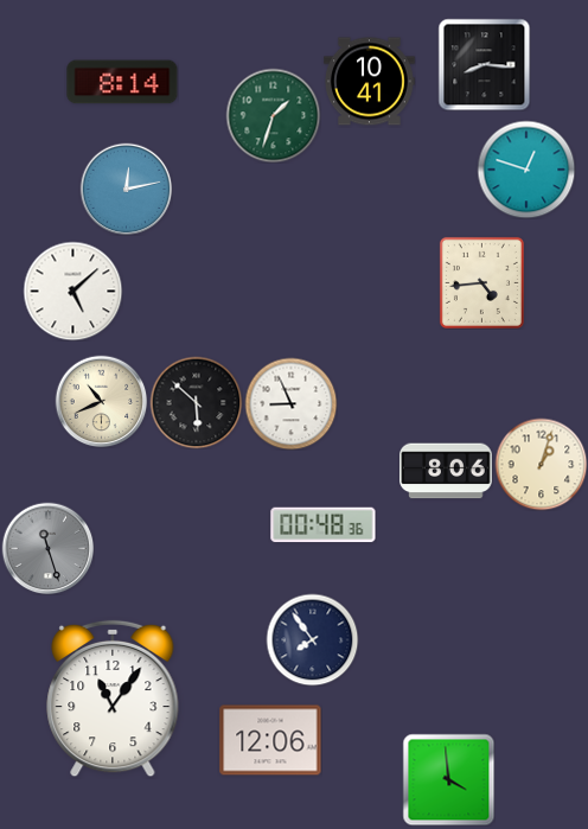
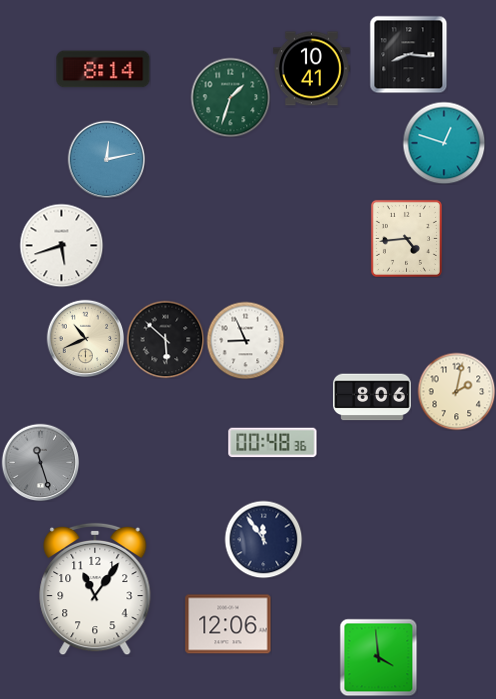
clock at (72, 291): 5:08 -> 5:42
clock at (541, 464): 1:03 -> 2:02
clock at (446, 471) position: (446, 471) -> (372, 397)
clock at (312, 639): 7:54 -> 11:54
